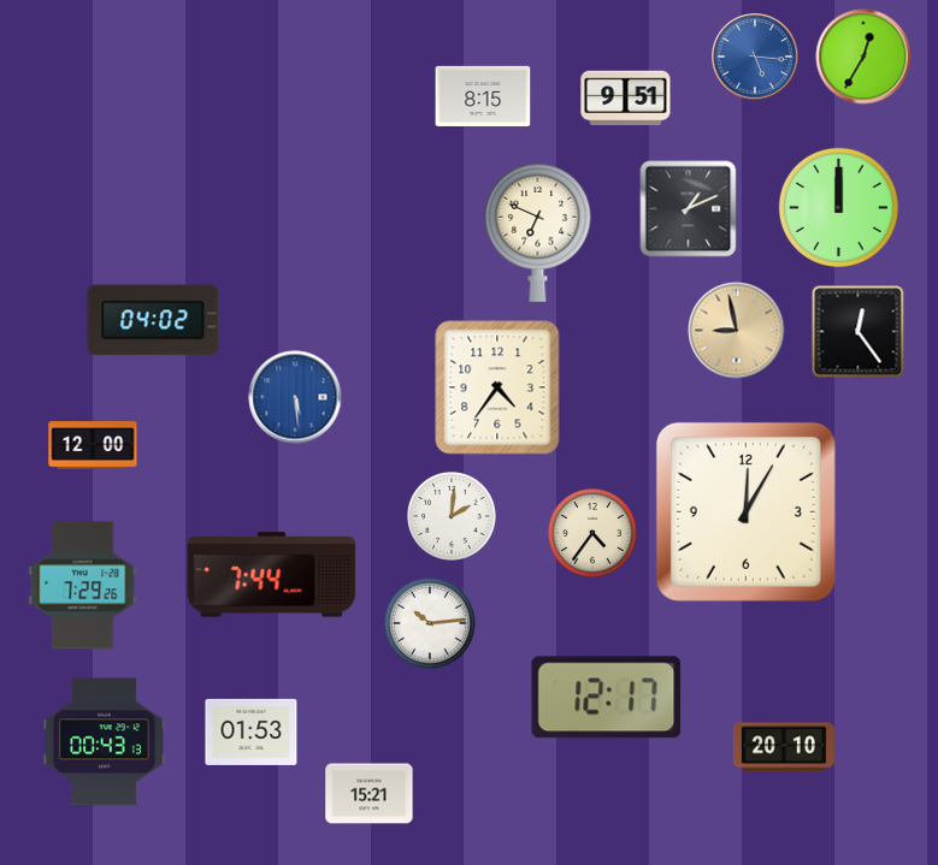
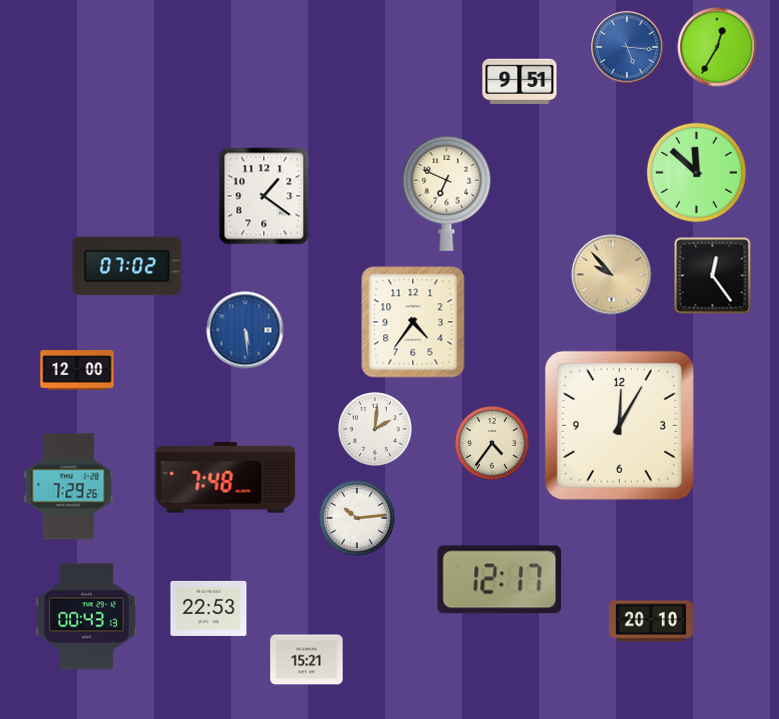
clock at (483, 96): 8:15 -> none
clock at (838, 207): 12:00 -> 11:52
clock at (689, 209): 1:11 -> none
clock at (264, 196): none -> 1:21
clock at (153, 320): 04:02 -> 07:02
clock at (737, 331): 8:58 -> 9:53
clock at (272, 575): 7:44 -> 7:48
clock at (607, 698) position: (607, 698) -> (500, 580)
clock at (252, 731): 01:53 -> 22:53
